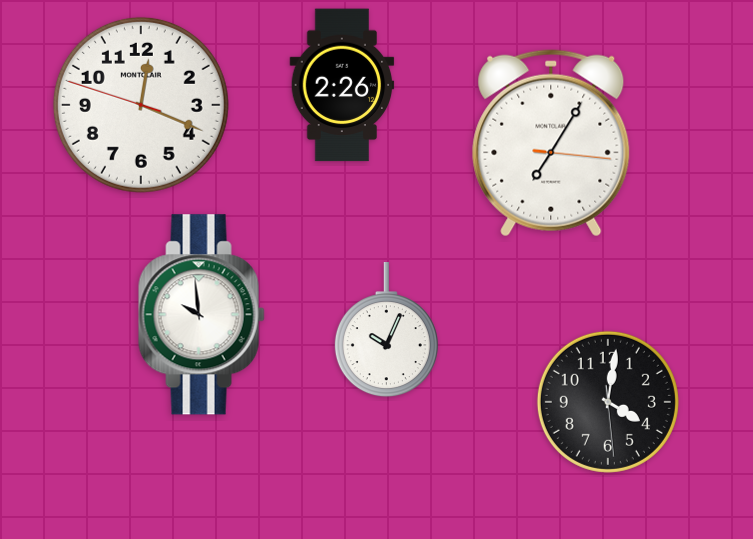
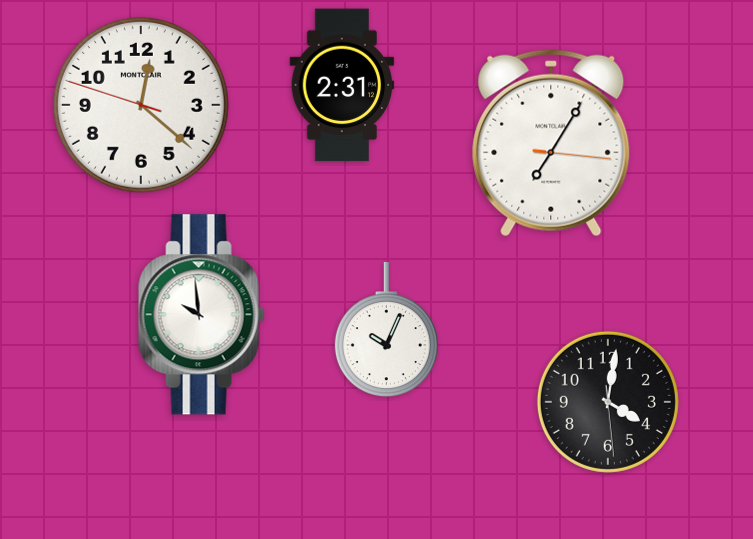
clock at (342, 85): 2:26 -> 2:31
clock at (141, 105): 12:18 -> 12:21
